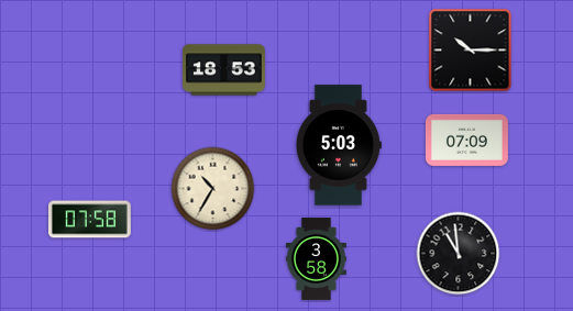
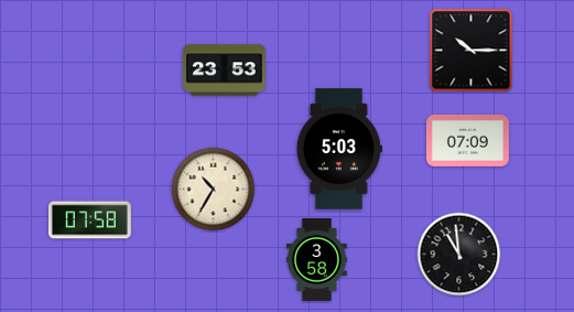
clock at (223, 70): 18:53 -> 23:53
clock at (339, 145) position: (339, 145) -> (339, 149)
